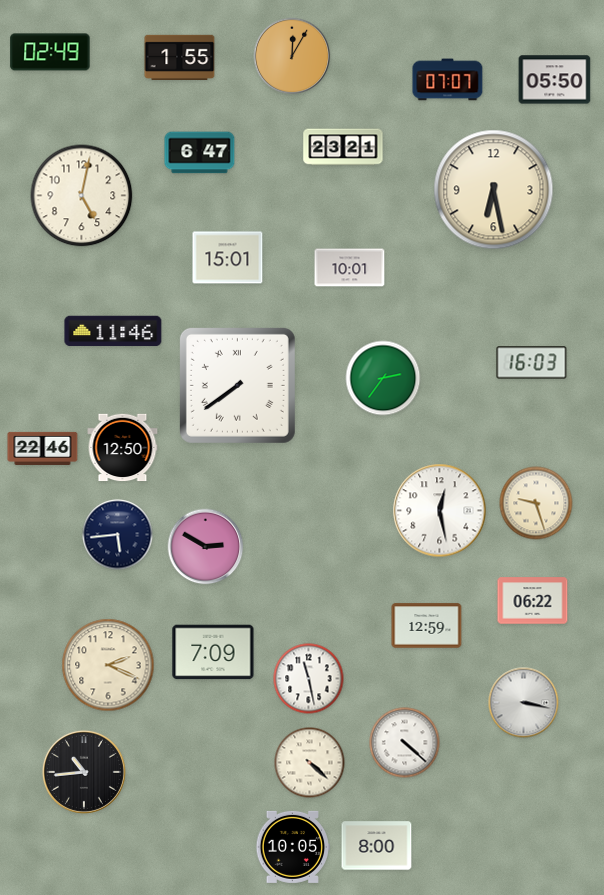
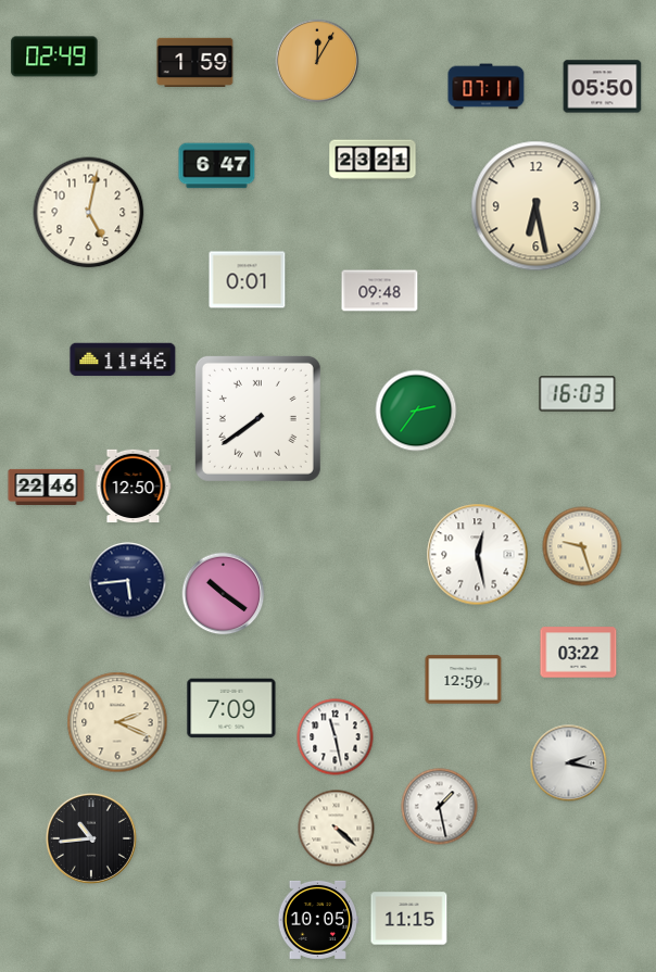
clock at (180, 57): 1:55 -> 1:59
clock at (448, 80): 07:07 -> 07:11
clock at (228, 258): 15:01 -> 0:01
clock at (350, 268): 10:01 -> 09:48
clock at (206, 547): 2:50 -> 10:21
clock at (533, 601): 06:22 -> 03:22
clock at (524, 703): 3:17 -> 2:17
clock at (405, 743): 4:22 -> 1:28
clock at (377, 846): 8:00 -> 11:15
